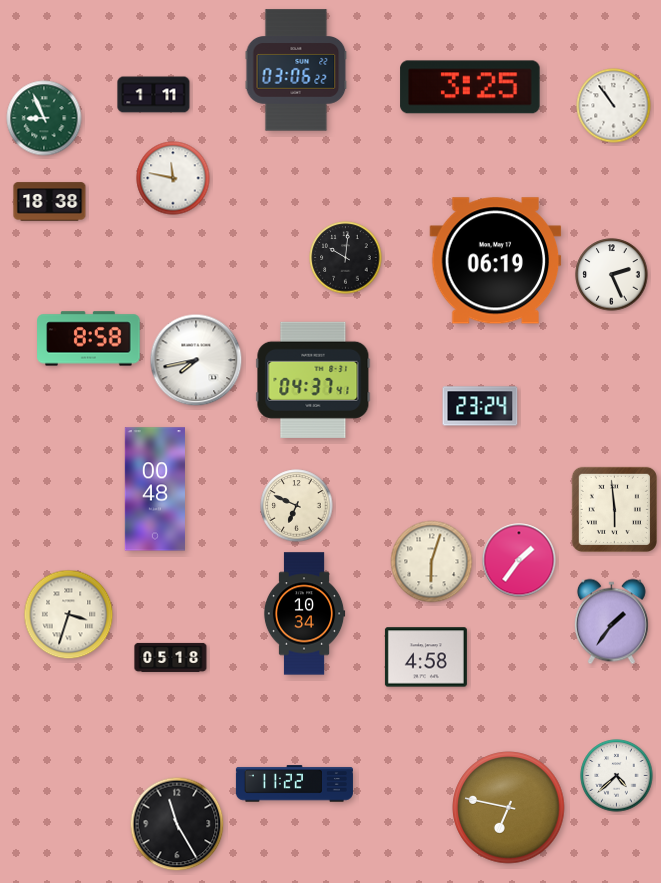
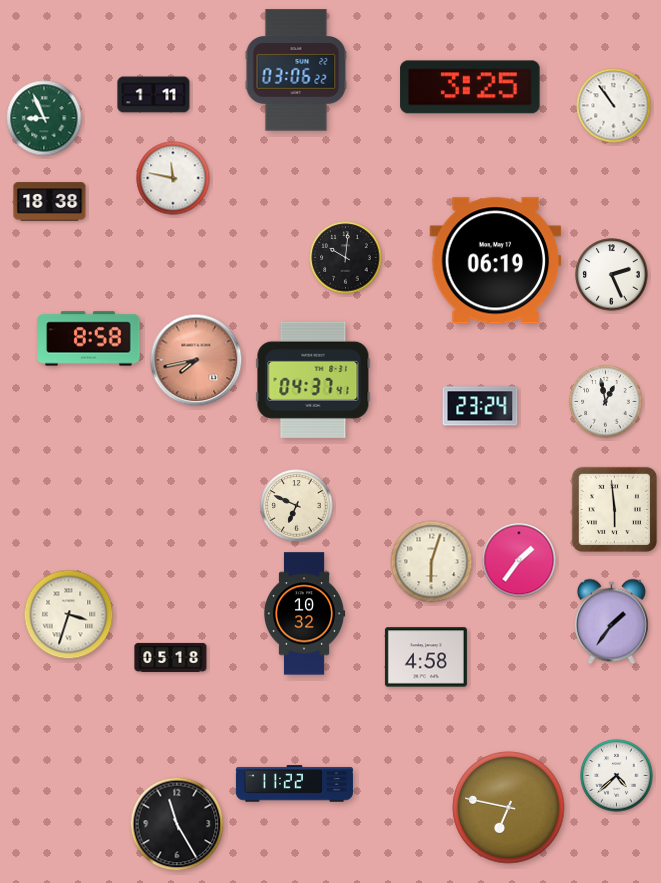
clock at (196, 360) dial: white -> salmon
clock at (606, 402): none -> 12:58
clock at (154, 489): 00:48 -> none
clock at (304, 614): 10:34 -> 10:32
